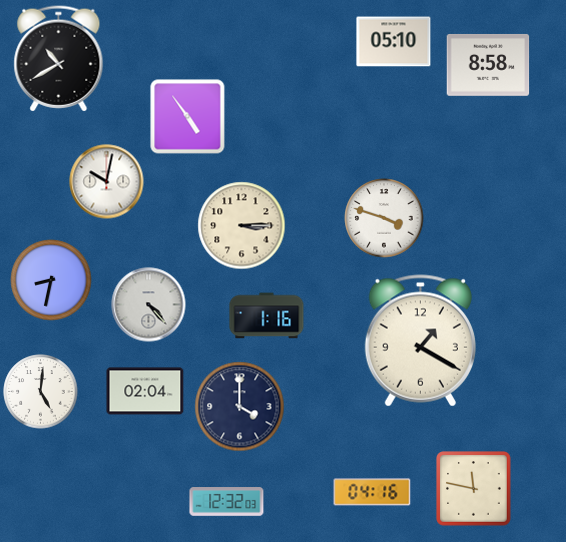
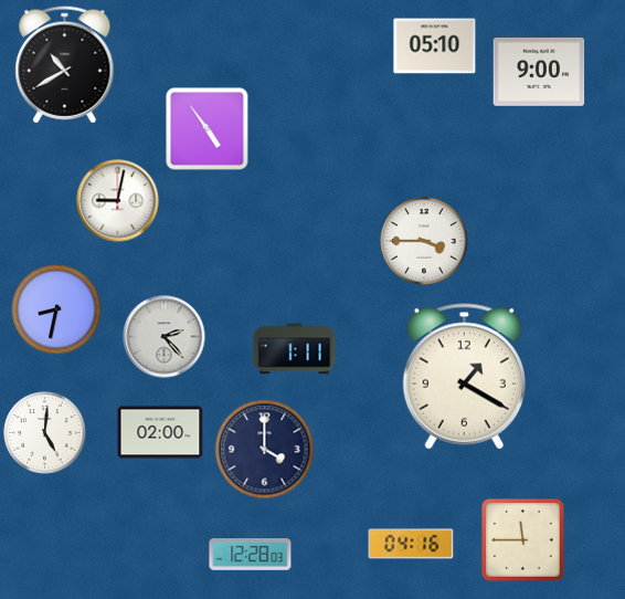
clock at (488, 65): 8:58 -> 9:00
clock at (107, 182): 10:02 -> 9:02
clock at (384, 218): 3:48 -> 3:45
clock at (242, 226): 3:15 -> none
clock at (149, 305): 4:23 -> 2:23
clock at (267, 316): 1:16 -> 1:11
clock at (145, 391): 02:04 -> 02:00
clock at (474, 489): 11:47 -> 11:45
clock at (227, 502): 12:32 -> 12:28
